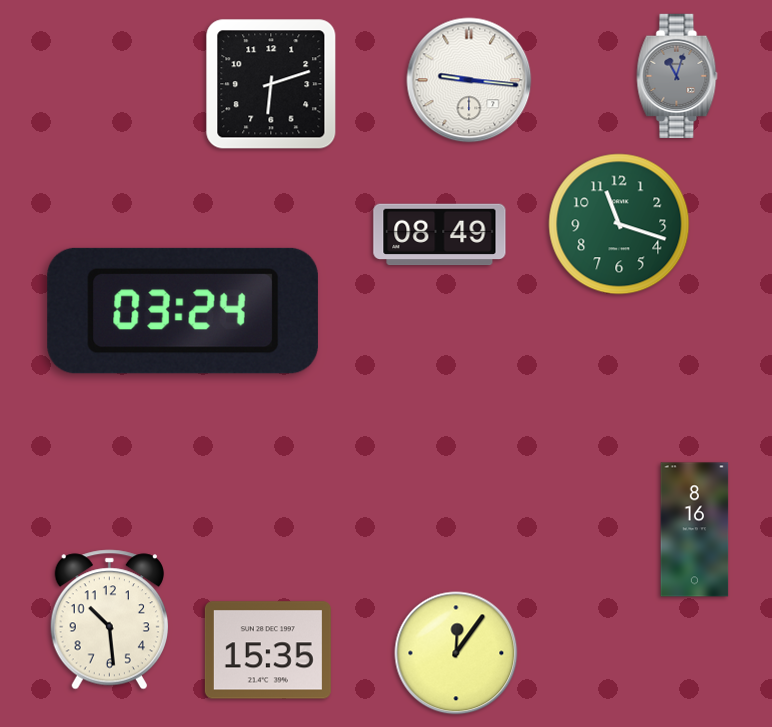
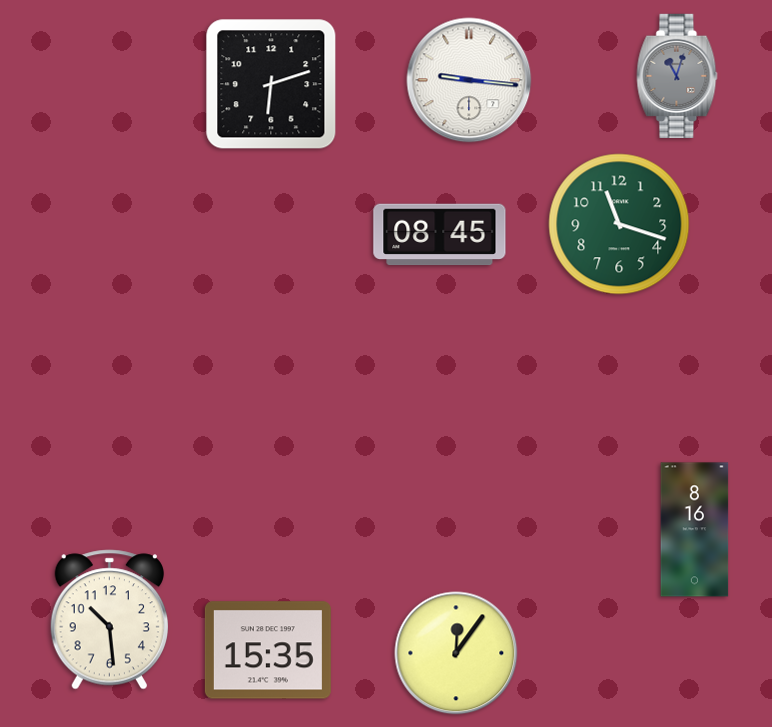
clock at (440, 235): 08:49 -> 08:45
clock at (183, 311): 03:24 -> none
